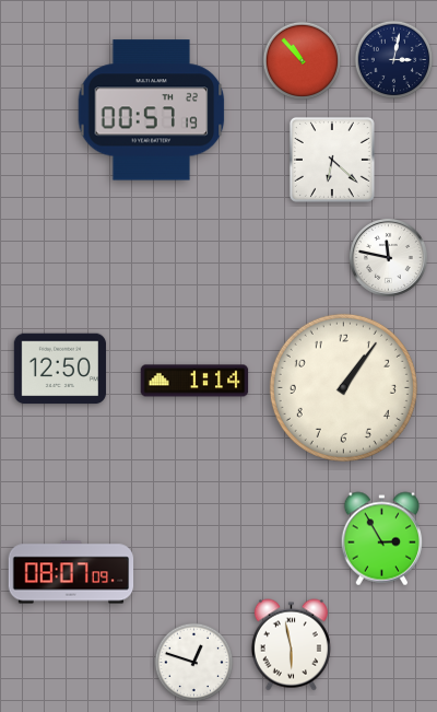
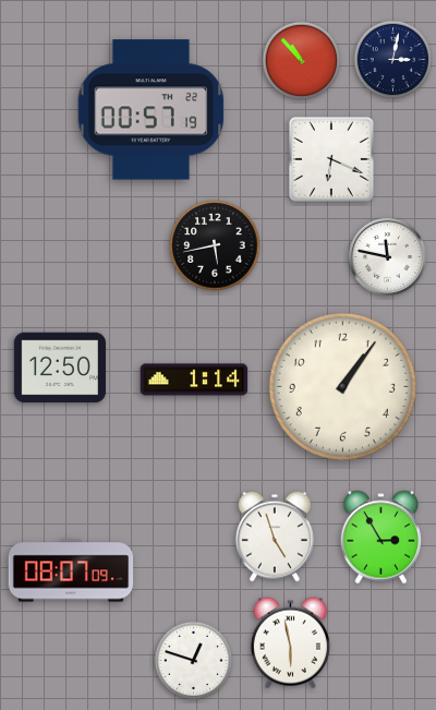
clock at (332, 160): 6:22 -> 6:19
clock at (215, 245): none -> 5:43
clock at (275, 537): none -> 4:57
